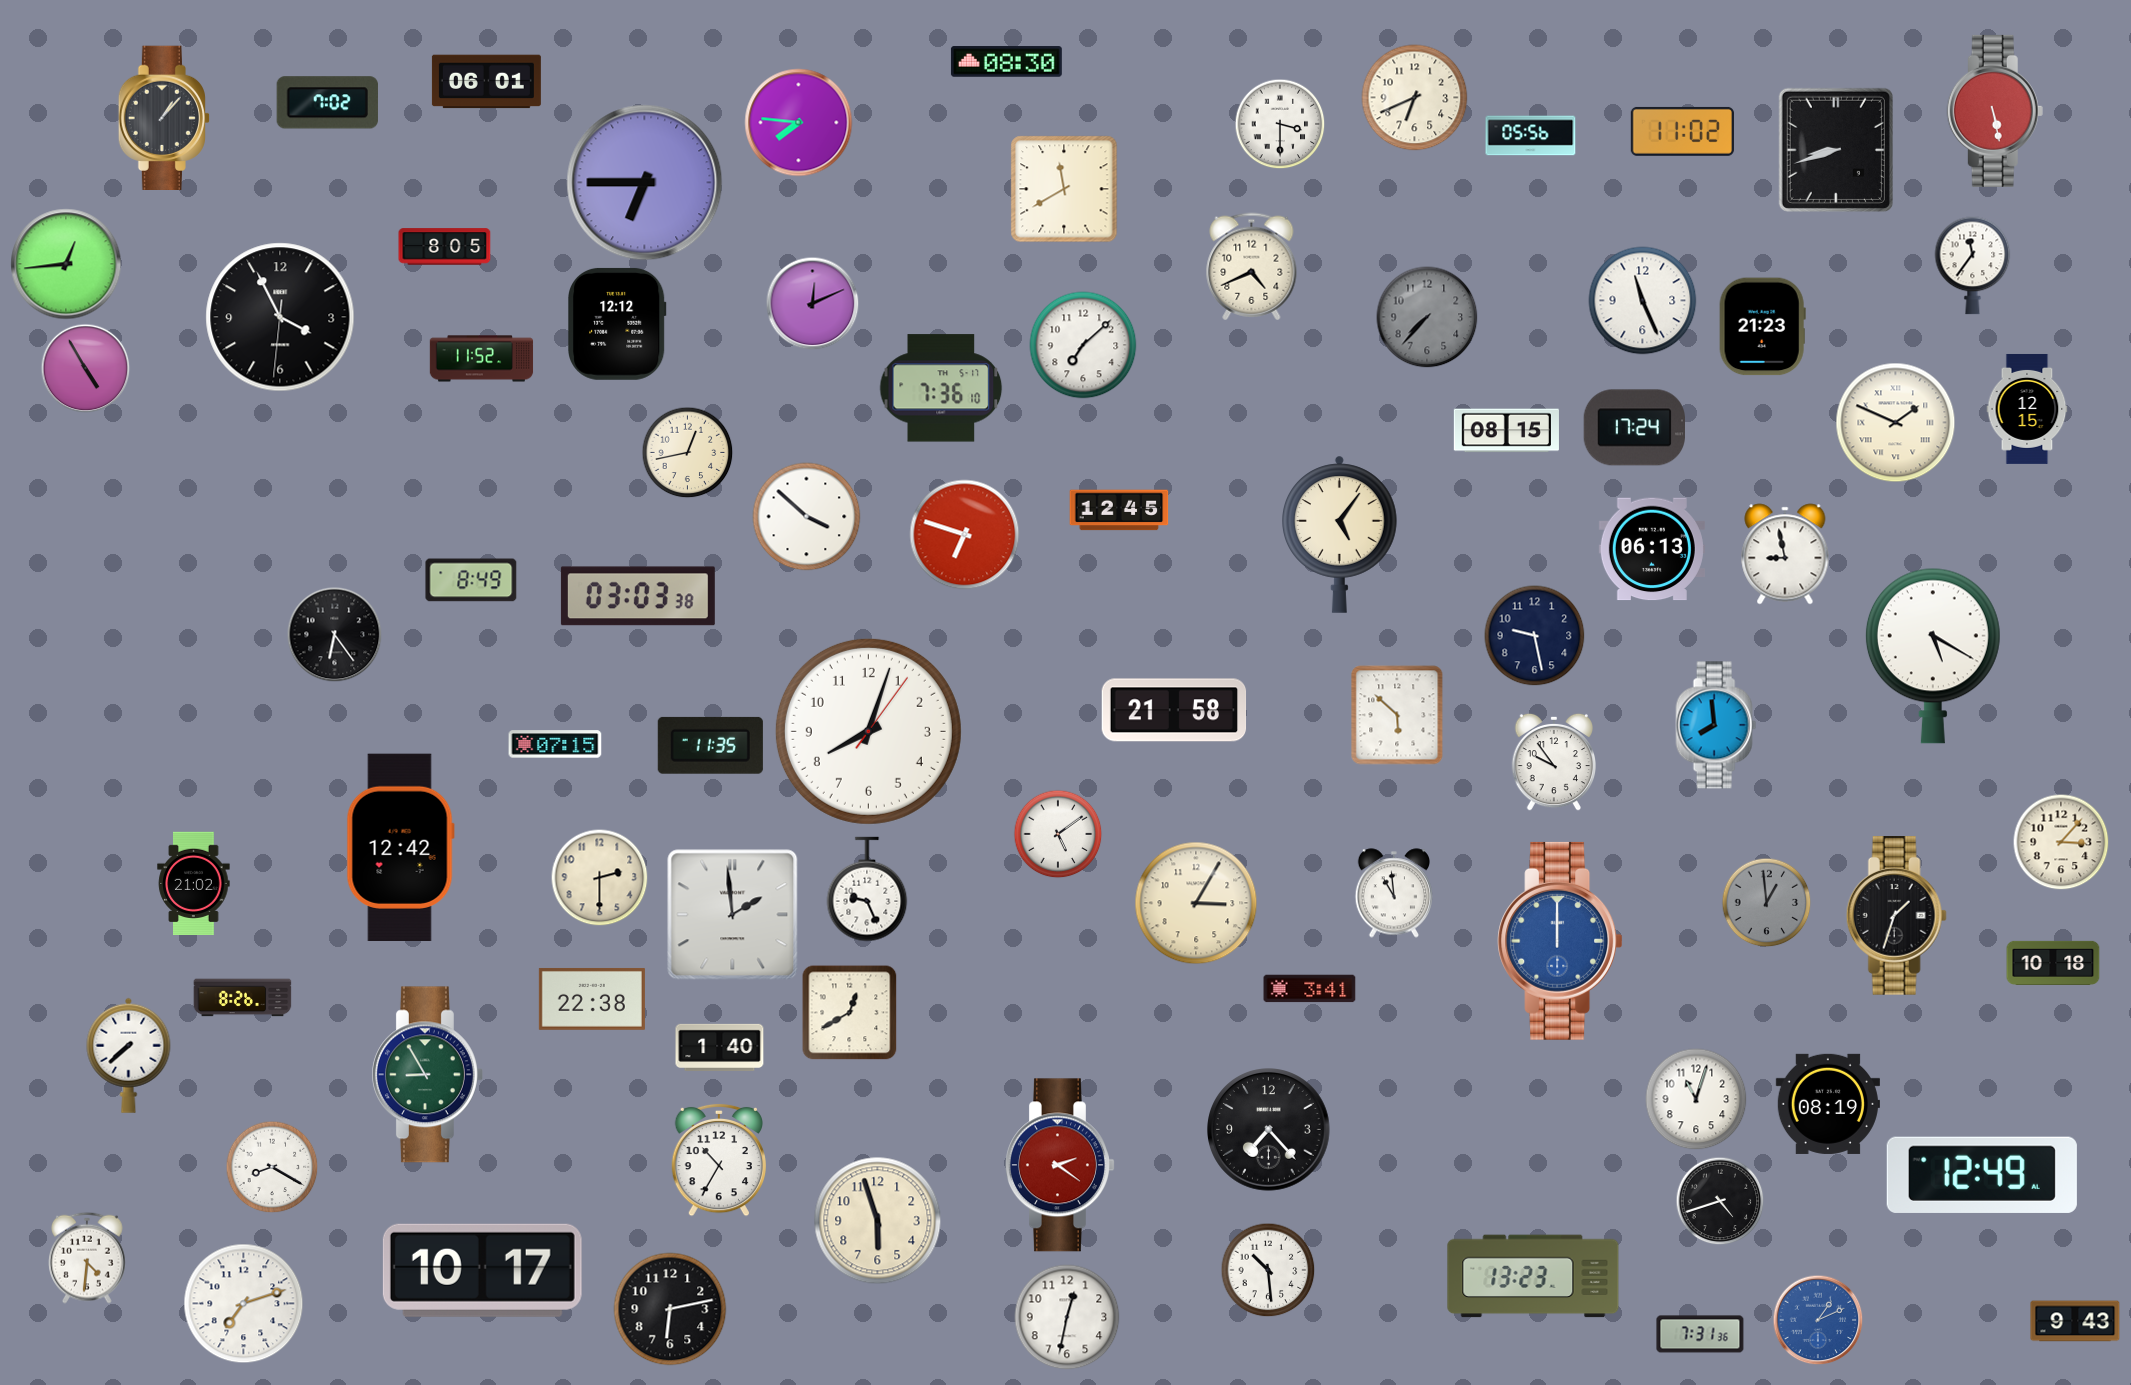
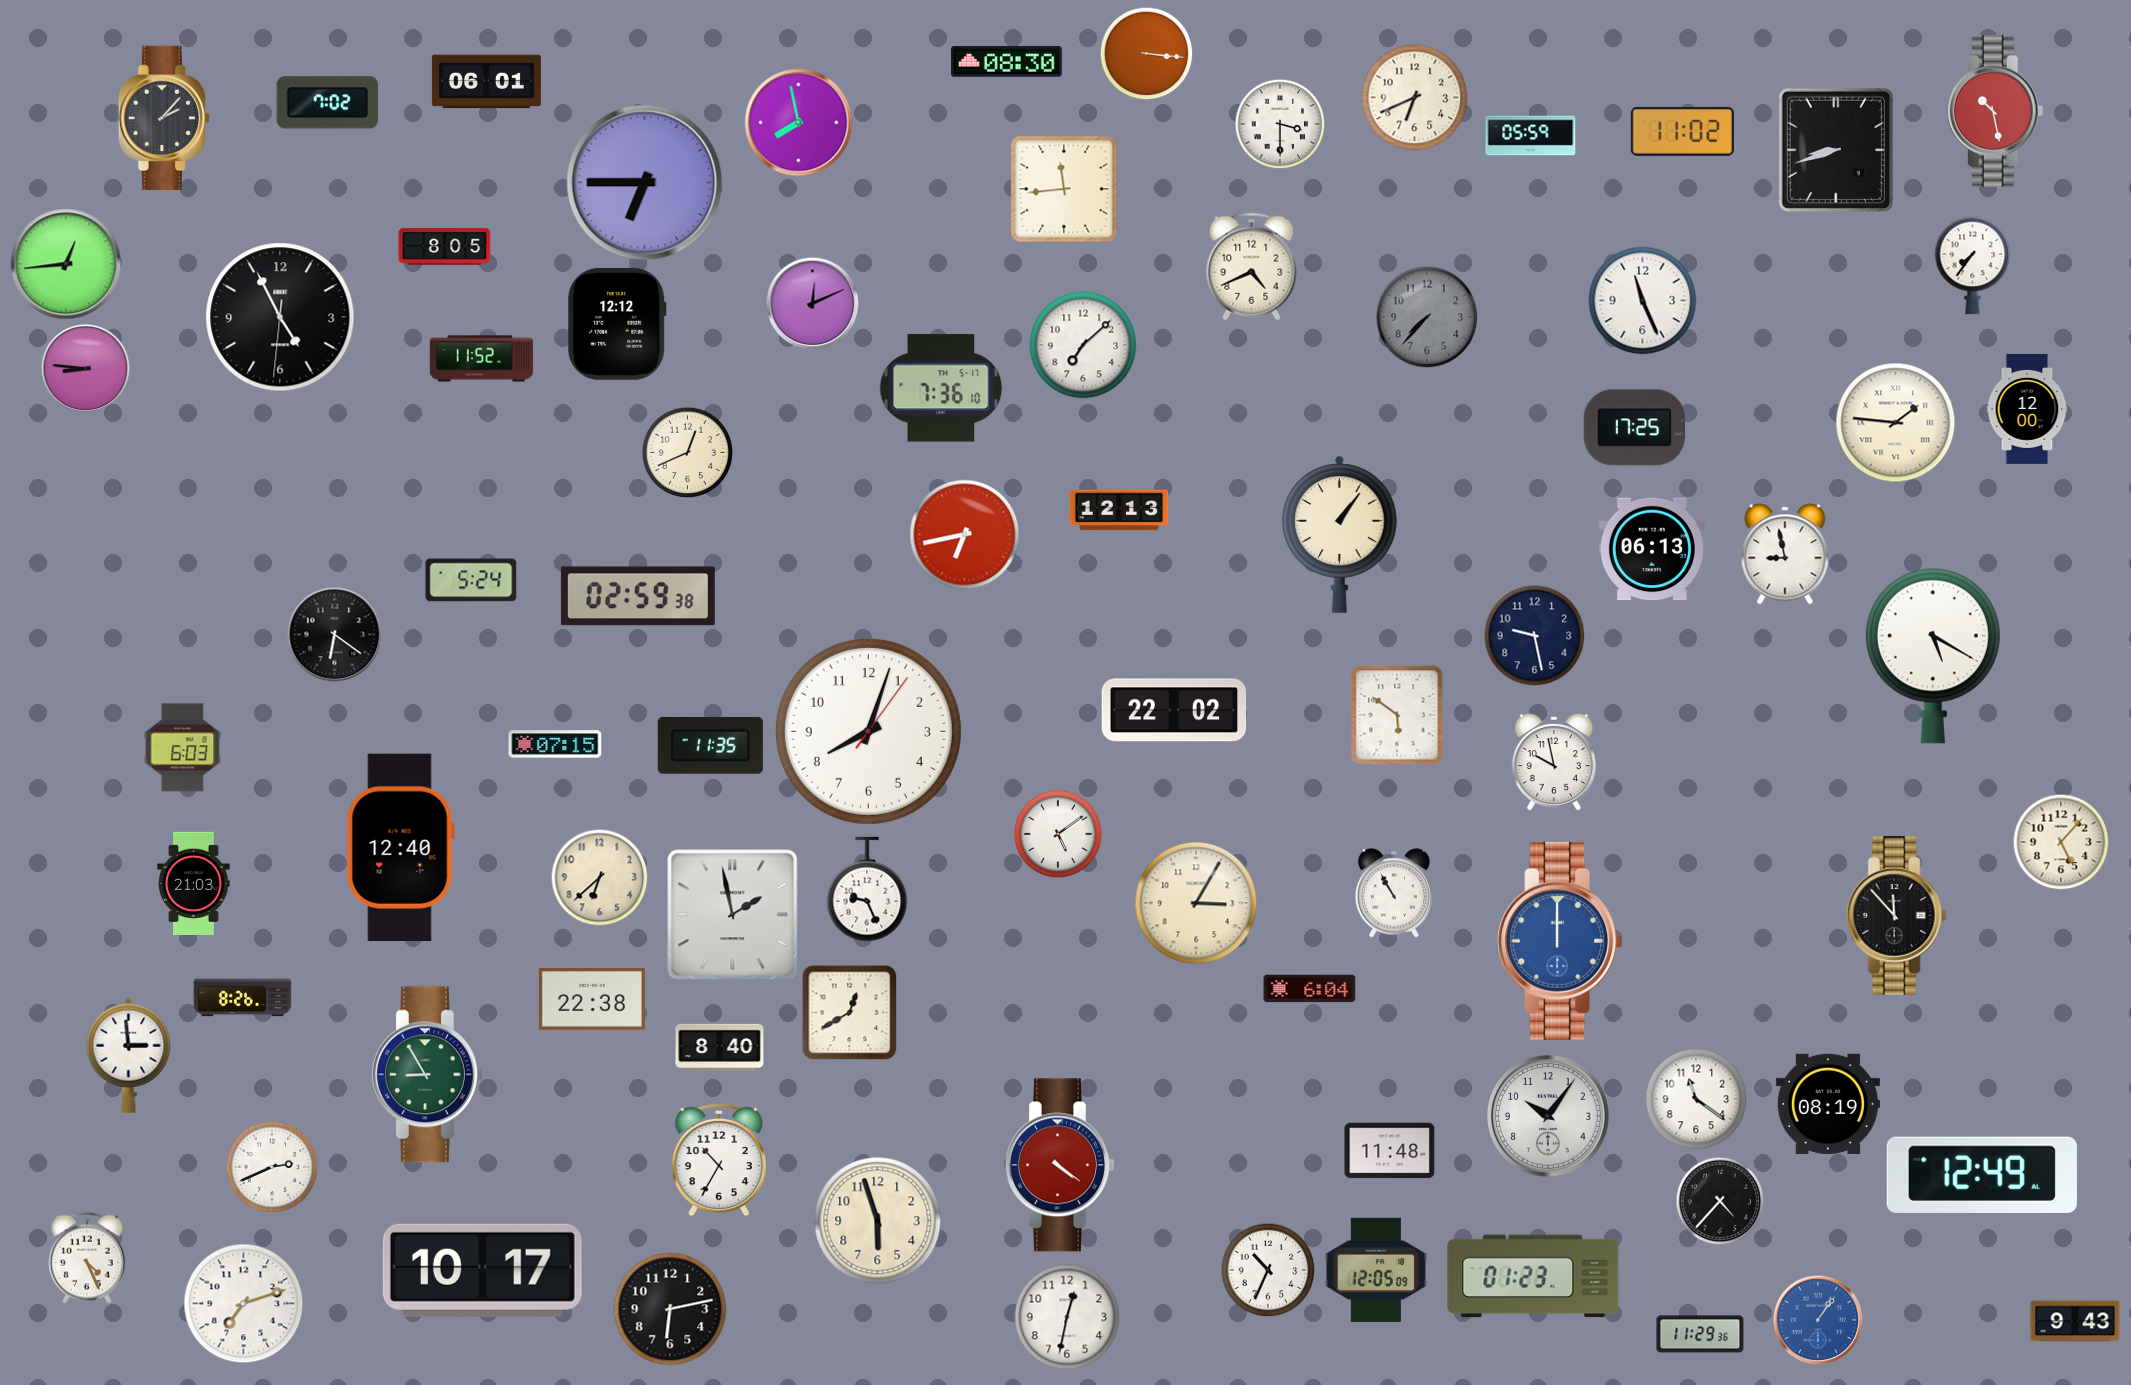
clock at (1146, 53): none -> 3:16
clock at (1995, 111): 5:28 -> 10:28
clock at (163, 118): 1:07 -> 2:07
clock at (799, 123): 7:46 -> 7:58
clock at (1531, 136): 05:56 -> 05:59
clock at (1064, 189): 11:40 -> 11:44
clock at (1973, 266): 11:36 -> 7:36
clock at (280, 317): 3:55 -> 4:55
clock at (1762, 327): 21:23 -> none
clock at (85, 368): 4:55 -> 8:46
clock at (2027, 409): 12:15 -> 12:00
clock at (1896, 423): 1:49 -> 1:46
clock at (1634, 428): 17:24 -> 17:25
clock at (1506, 431): 08:15 -> none
clock at (687, 452): 12:43 -> 12:41
clock at (1119, 510): 12:45 -> 12:13
clock at (807, 517): 3:52 -> none
clock at (1340, 534): 5:06 -> 1:06
clock at (965, 535): 6:48 -> 6:43
clock at (471, 580): 8:49 -> 5:24
clock at (638, 596): 03:03 -> 02:59
clock at (334, 634): 6:24 -> 6:21
clock at (1174, 710): 21:58 -> 22:02
clock at (1397, 715): 5:52 -> 5:51
clock at (1716, 725): 7:59 -> none
clock at (183, 748): none -> 6:03
clock at (1553, 762): 9:54 -> 9:58
clock at (2061, 842): 3:07 -> 5:07
clock at (400, 847): 12:42 -> 12:40
clock at (599, 877): 2:30 -> 6:38
clock at (194, 883): 21:02 -> 21:03
clock at (1394, 893): 10:59 -> 10:55
clock at (1766, 902): 12:59 -> none
clock at (733, 915): 1:59 -> 1:58
clock at (1896, 916): 1:33 -> 11:53
clock at (2053, 963): 10:18 -> none
clock at (1310, 989): 3:41 -> 6:04
clock at (720, 1047): 1:40 -> 8:40
clock at (129, 1055): 7:38 -> 2:59
clock at (1696, 1099): 11:03 -> 11:21
clock at (1548, 1116): none -> 10:06
clock at (1269, 1130): 7:23 -> none
clock at (1390, 1151): none -> 11:48
clock at (1060, 1165): 2:21 -> 4:21
clock at (272, 1167): 8:20 -> 2:41
clock at (1720, 1201): 4:42 -> 4:37
clock at (88, 1258): 4:31 -> 4:26
clock at (1268, 1270): 10:29 -> 10:34
clock at (1376, 1270): none -> 12:05
clock at (1533, 1276): 13:23 -> 01:23
clock at (1818, 1320): 1:11 -> 1:06
clock at (1700, 1334): 7:31 -> 11:29
